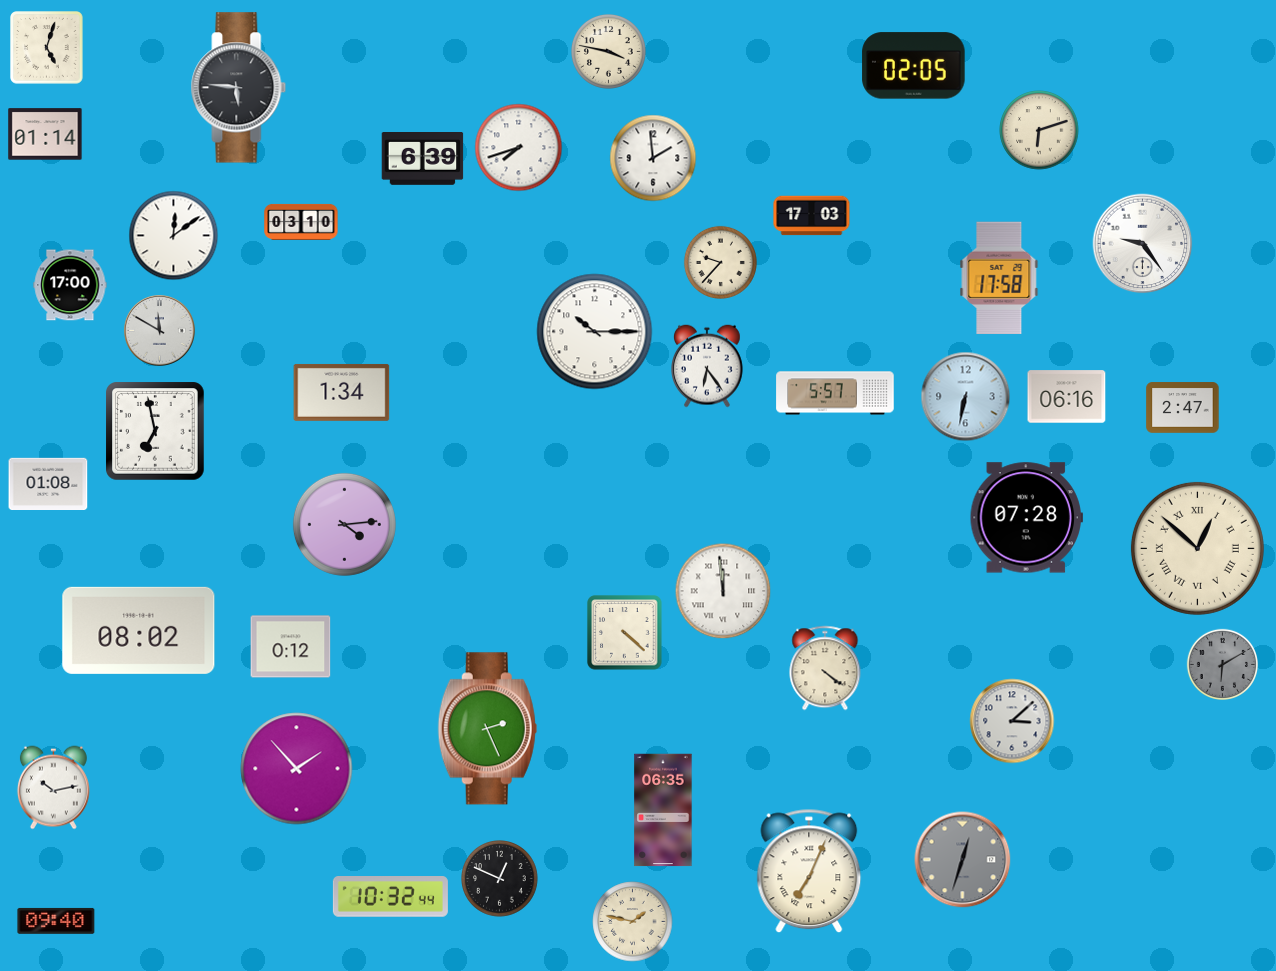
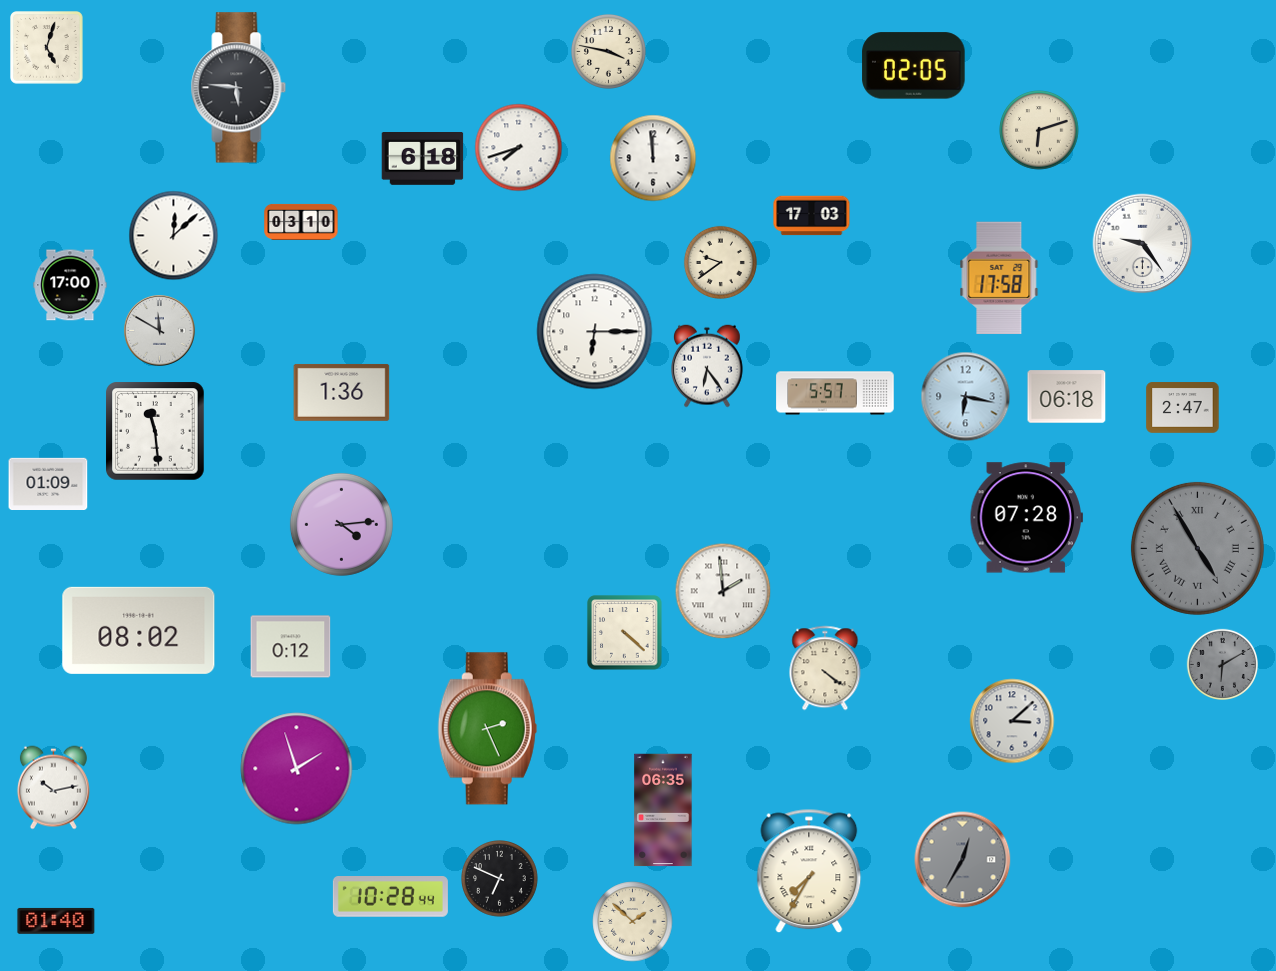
clock at (45, 134): 01:14 -> none
clock at (653, 158): 1:59 -> 11:59
clock at (423, 159): 6:39 -> 6:18
clock at (174, 236): 12:09 -> 12:08
clock at (720, 262): 9:37 -> 9:39
clock at (595, 332): 10:15 -> 6:15
clock at (342, 392): 1:34 -> 1:36
clock at (966, 397): 6:32 -> 6:17
clock at (1067, 397): 06:16 -> 06:18
clock at (155, 431): 6:58 -> 11:29
clock at (48, 483): 01:08 -> 01:09
clock at (344, 524) position: (344, 524) -> (341, 524)
clock at (1197, 548): 12:52 -> 4:55
clock at (1197, 548) dial: cream -> grey
clock at (723, 591): 11:59 -> 1:59
clock at (297, 769): 1:53 -> 1:57
clock at (963, 860): 12:33 -> 12:35
clock at (809, 871): 7:04 -> 7:35
clock at (500, 879): 12:49 -> 6:49
clock at (390, 897): 10:32 -> 10:28
clock at (56, 921): 09:40 -> 01:40
clock at (633, 922): 1:47 -> 1:52
